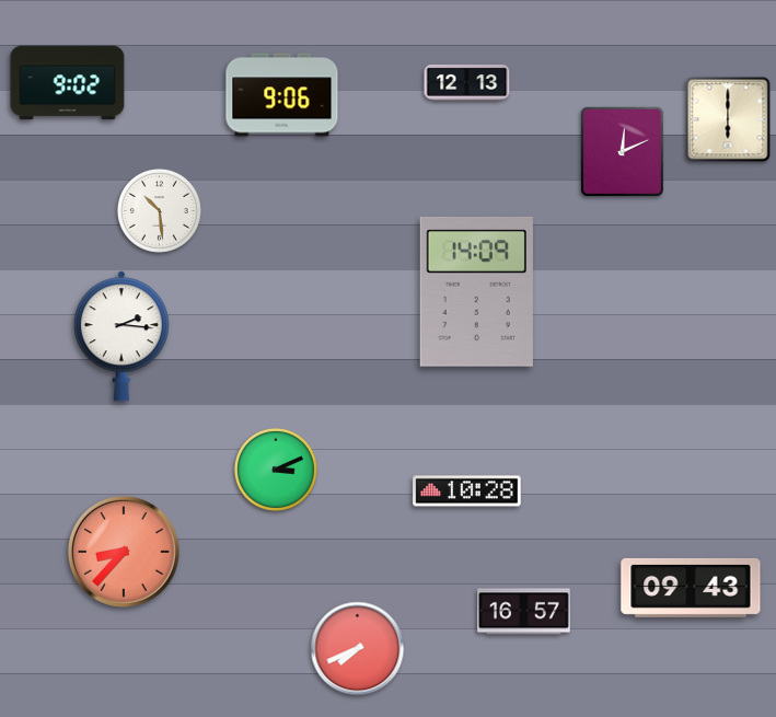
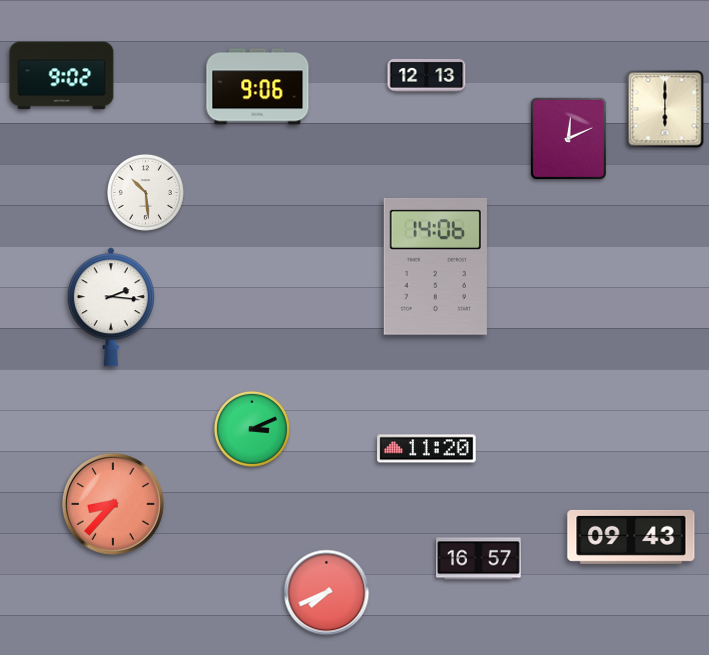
clock at (476, 291): 14:09 -> 14:06
clock at (467, 492): 10:28 -> 11:20
